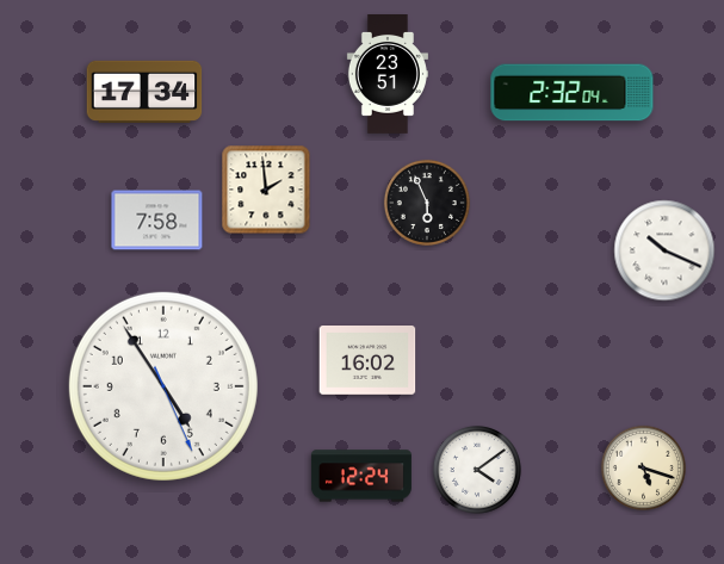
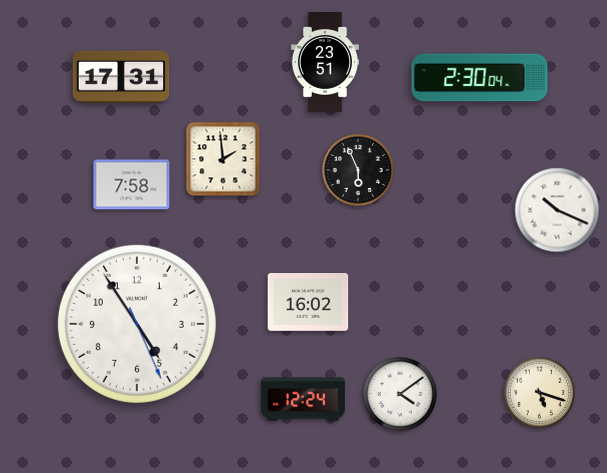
clock at (144, 91): 17:34 -> 17:31
clock at (573, 93): 2:32 -> 2:30
